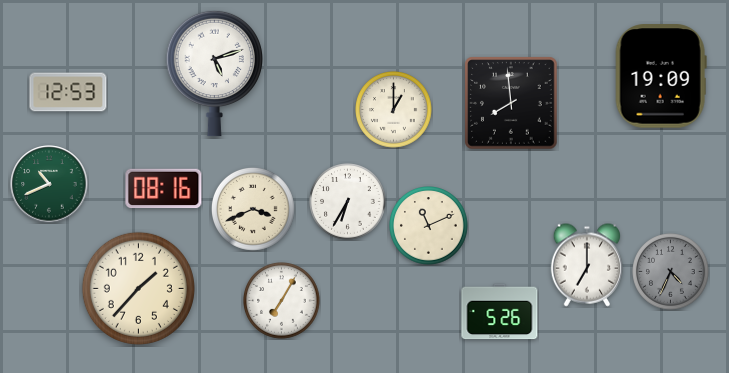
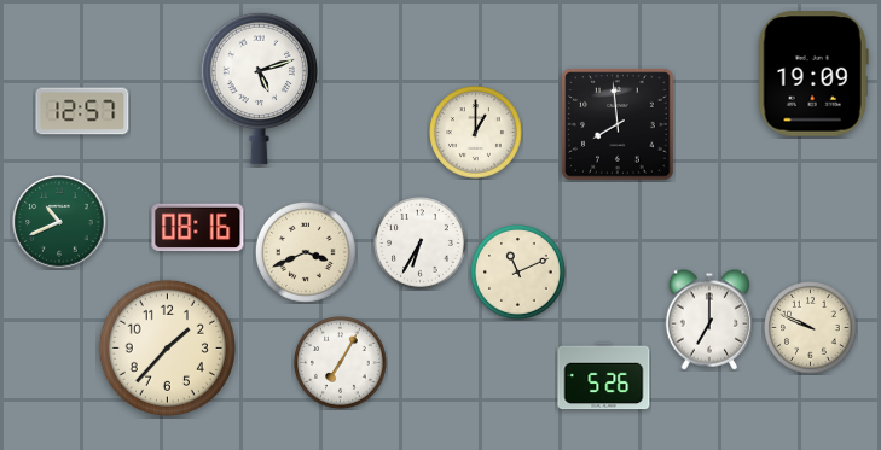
clock at (661, 76) position: (661, 76) -> (813, 74)
clock at (68, 92): 12:53 -> 12:57
clock at (671, 272): 4:34 -> 9:49
clock at (671, 272) dial: grey -> cream
